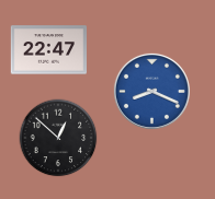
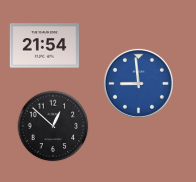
clock at (48, 50): 22:47 -> 21:54
clock at (151, 91): 8:19 -> 8:59
